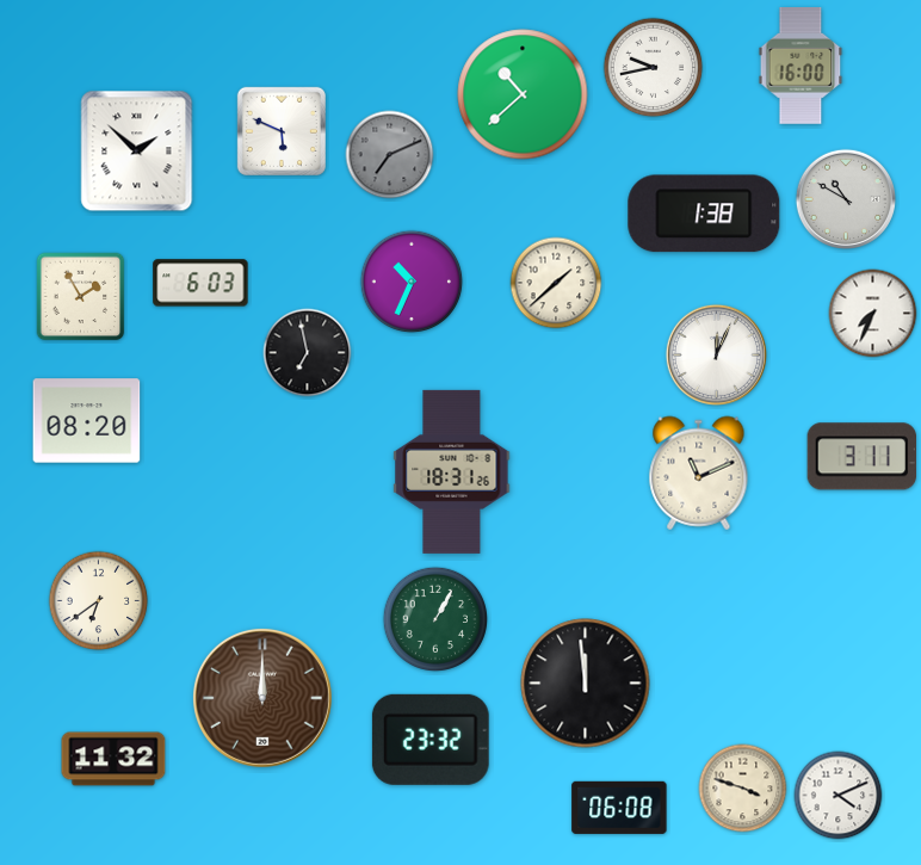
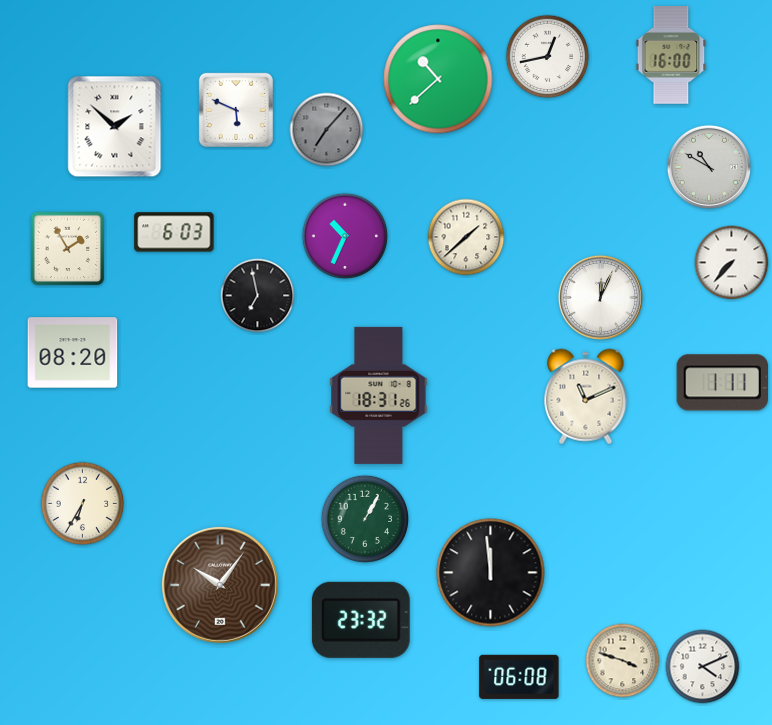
clock at (654, 68): 9:43 -> 12:43
clock at (390, 155): 7:11 -> 7:07
clock at (704, 214): 1:38 -> none
clock at (200, 283) position: (200, 283) -> (174, 232)
clock at (873, 314): 7:34 -> 7:37
clock at (861, 457): 3:11 -> 1:11
clock at (99, 601): 6:39 -> 6:35
clock at (262, 698): 12:00 -> 10:06
clock at (113, 759): 11:32 -> none
